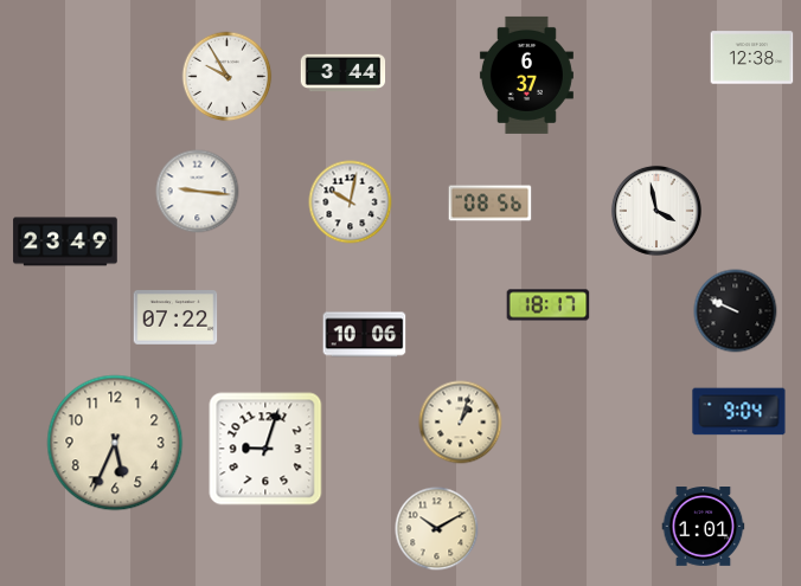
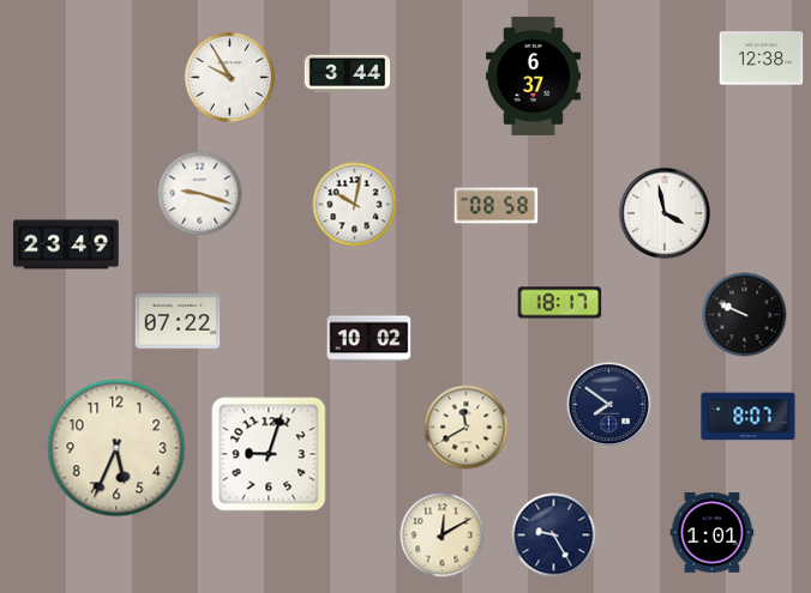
clock at (198, 192): 9:16 -> 9:18
clock at (491, 204): 08:56 -> 08:58
clock at (549, 305) position: (549, 305) -> (560, 303)
clock at (365, 335): 10:06 -> 10:02
clock at (609, 405): none -> 7:51
clock at (739, 412): 9:04 -> 8:07
clock at (461, 423): 1:03 -> 11:40
clock at (437, 529): 10:10 -> 12:10
clock at (554, 535): none -> 9:25
